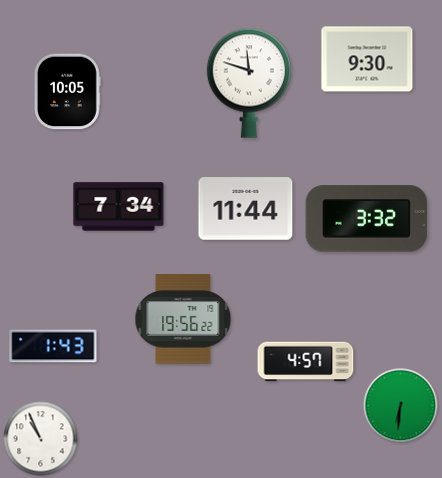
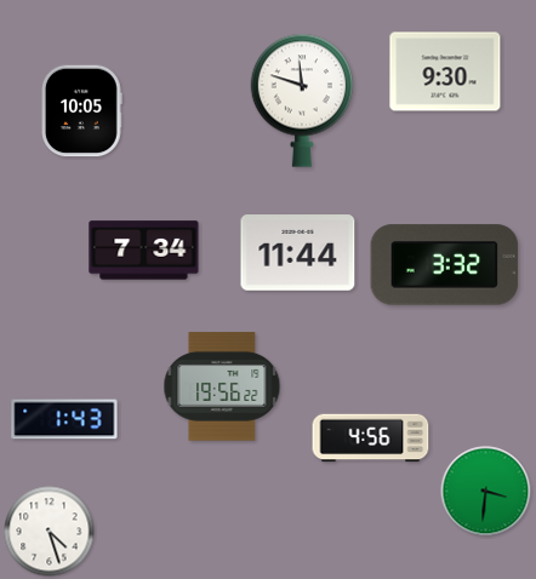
clock at (306, 362): 4:57 -> 4:56
clock at (401, 406): 6:31 -> 3:31
clock at (41, 439): 10:56 -> 4:27
